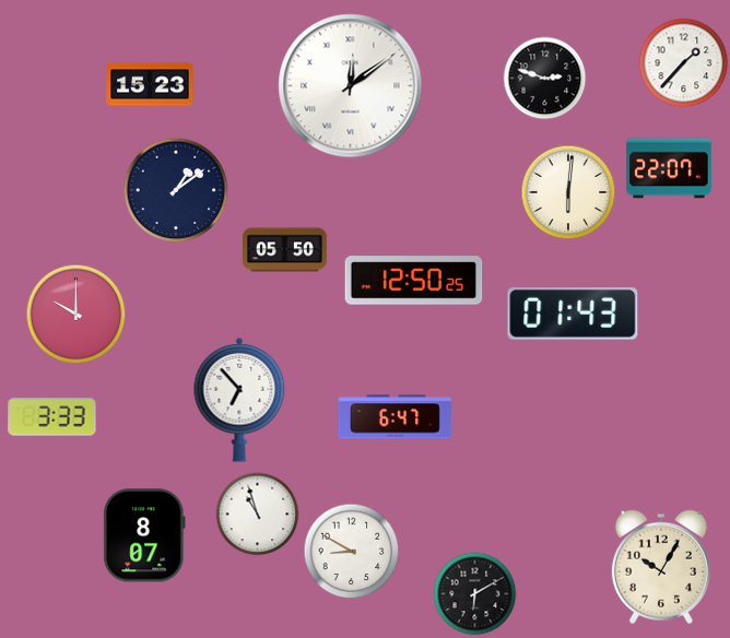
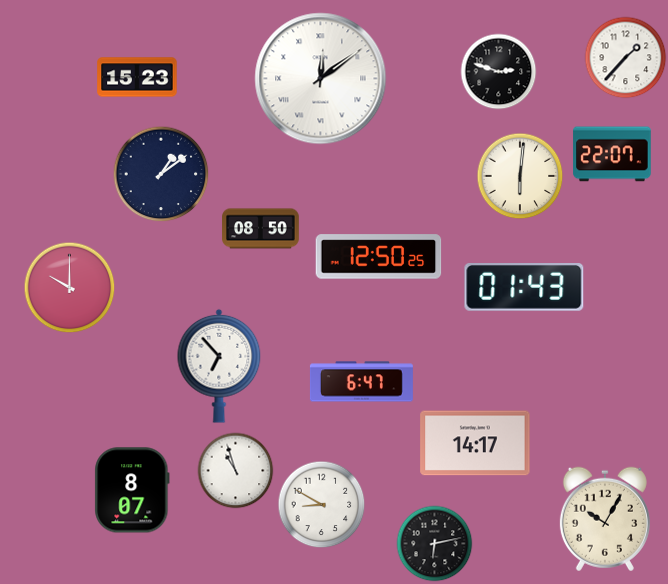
clock at (285, 250): 05:50 -> 08:50
clock at (52, 417): 3:33 -> none
clock at (475, 443): none -> 14:17
clock at (475, 594): 6:10 -> 6:13
